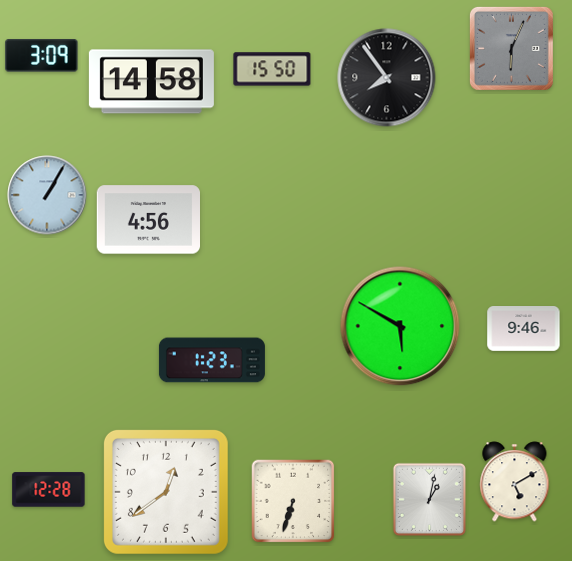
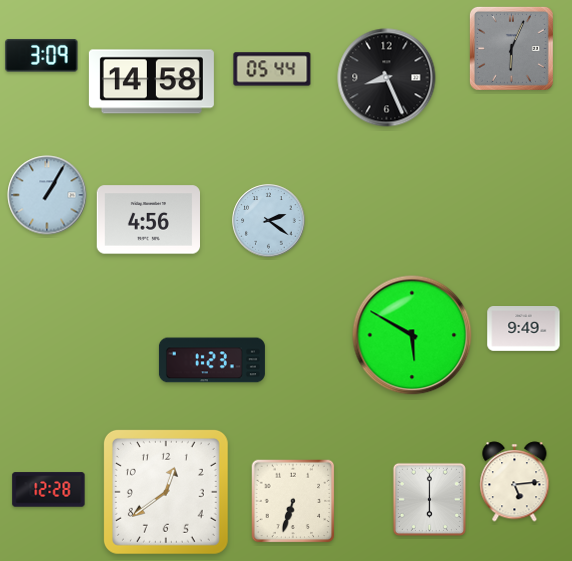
clock at (272, 69): 15:50 -> 05:44
clock at (387, 78): 7:54 -> 8:26
clock at (269, 221): none -> 2:21
clock at (400, 326) position: (400, 326) -> (412, 335)
clock at (524, 329): 9:46 -> 9:49
clock at (515, 482): 5:10 -> 5:14
clock at (429, 499): 1:02 -> 6:00
